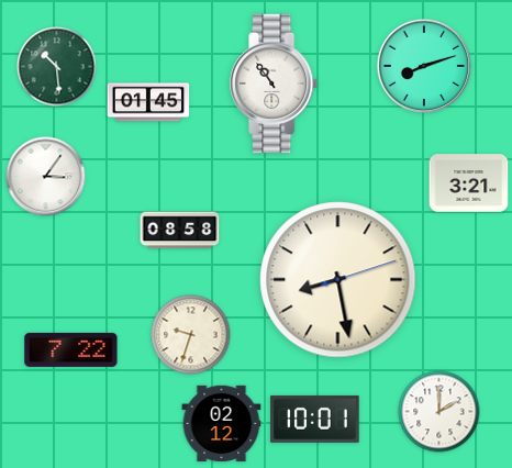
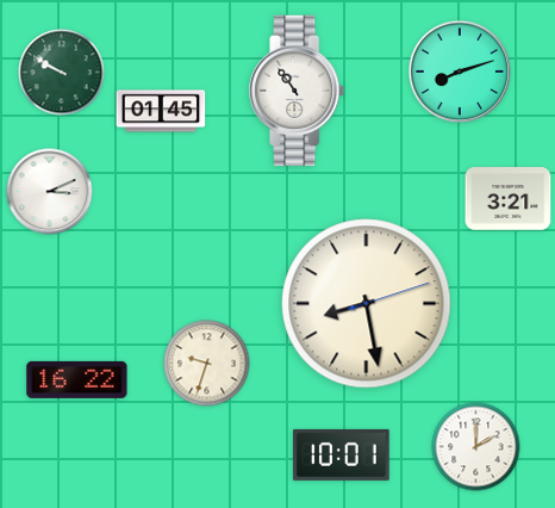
clock at (57, 67): 10:29 -> 9:50
clock at (46, 177): 3:06 -> 3:11
clock at (180, 231): 08:58 -> none
clock at (71, 349): 7:22 -> 16:22
clock at (222, 424): 02:12 -> none
